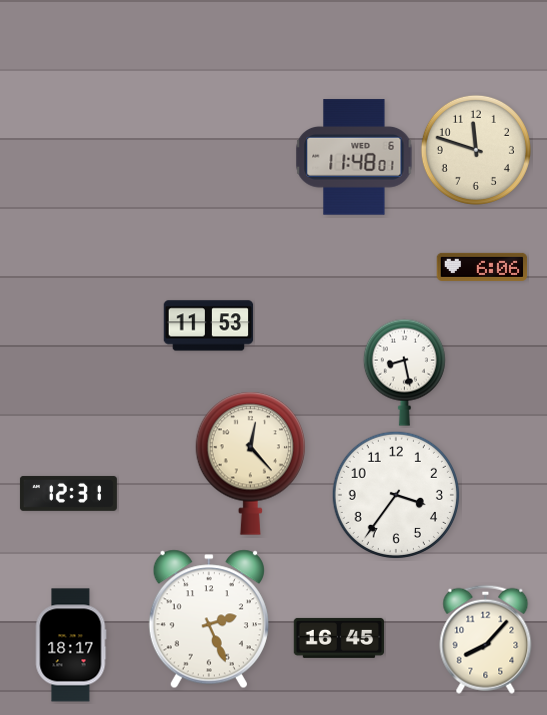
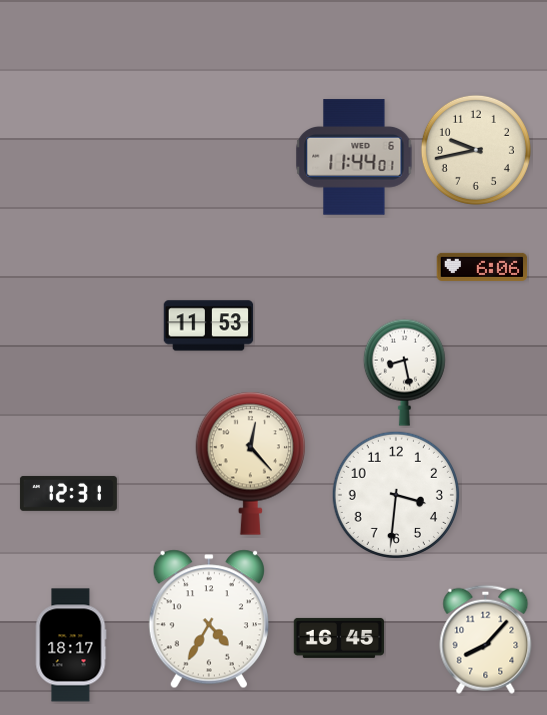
clock at (476, 150): 11:48 -> 9:43
clock at (354, 157): 11:48 -> 11:44
clock at (396, 495): 3:36 -> 3:31
clock at (209, 619): 2:26 -> 4:35
